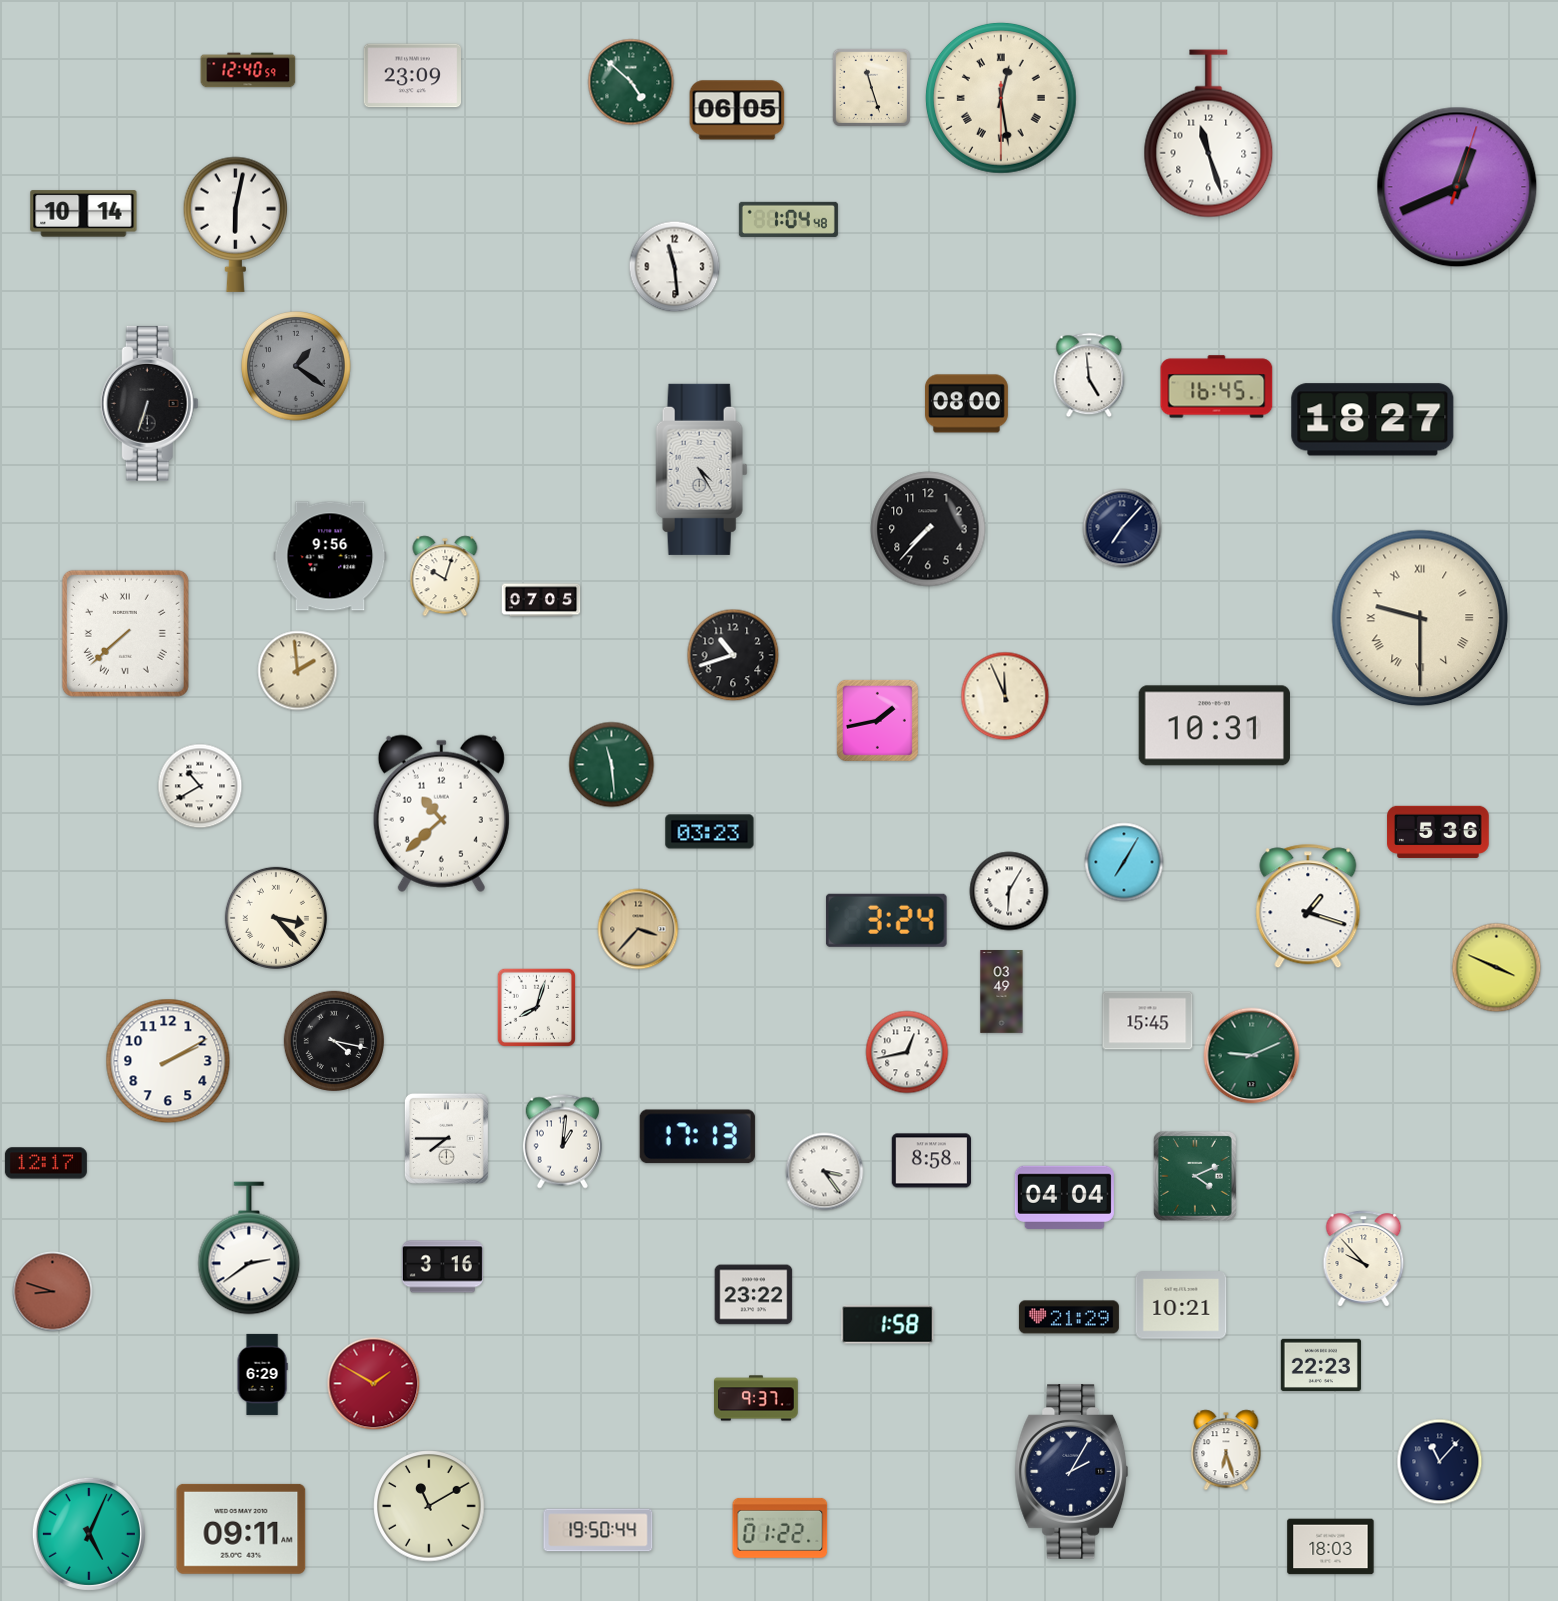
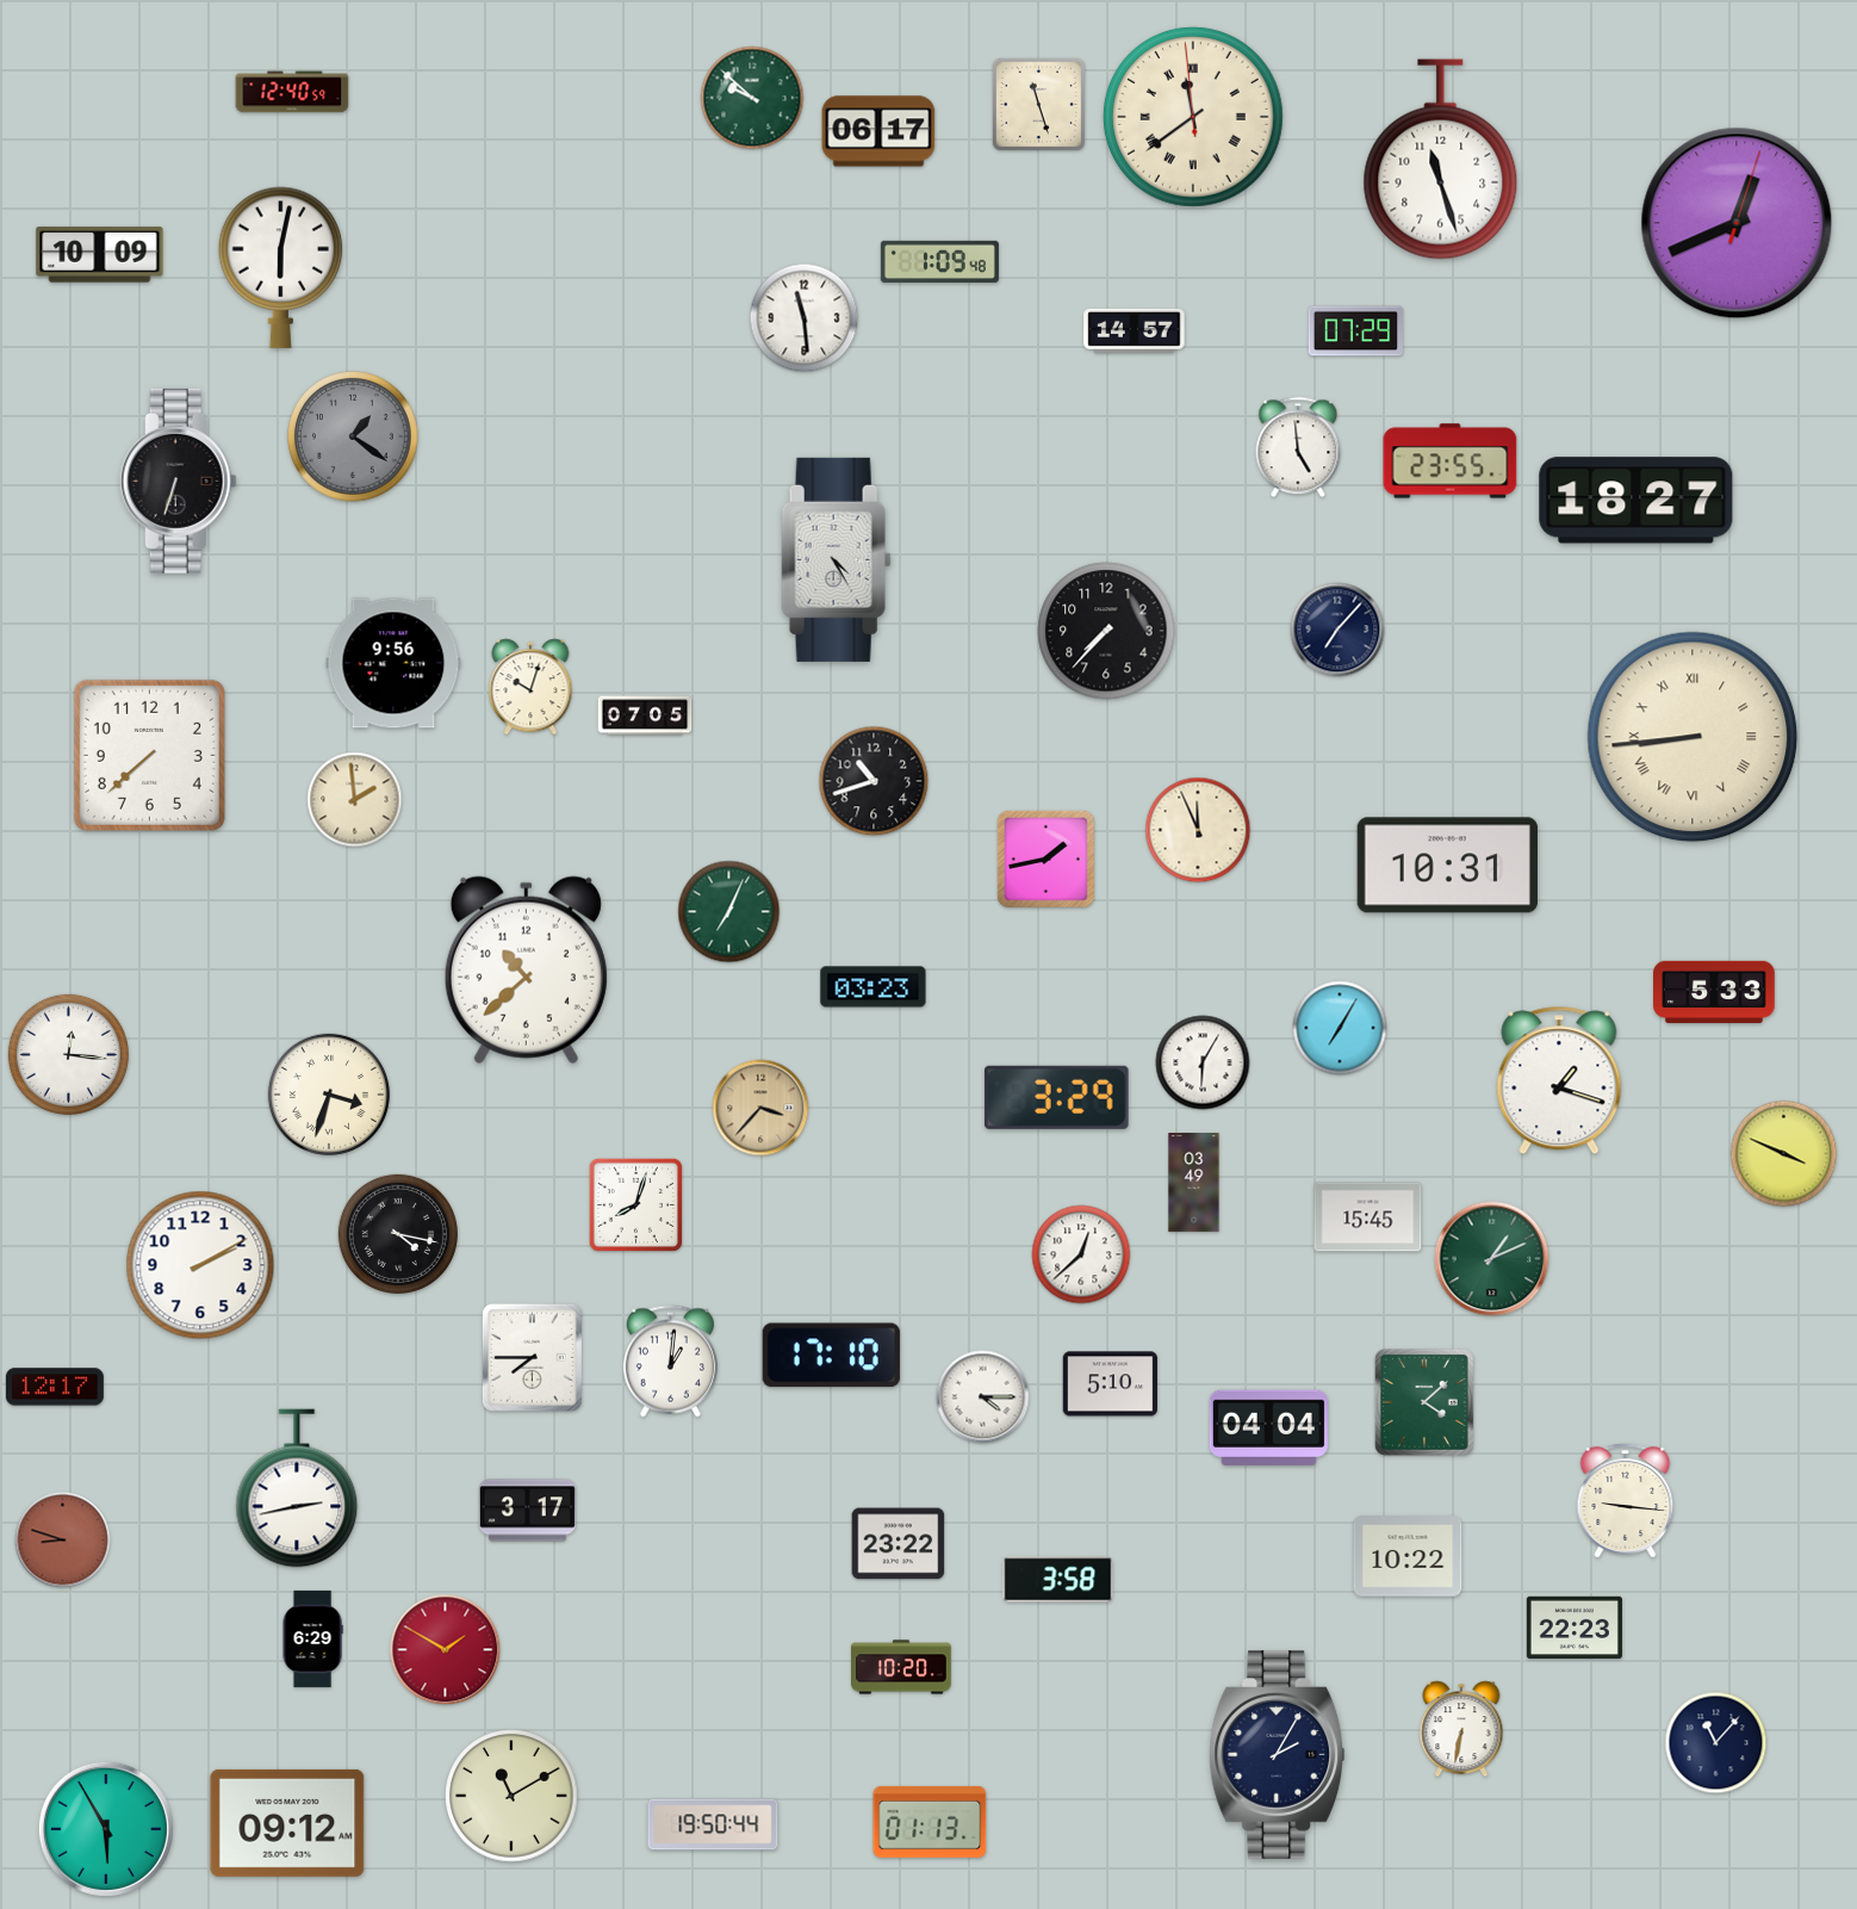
clock at (248, 70) position: (248, 70) -> (292, 92)
clock at (412, 76): 23:09 -> none
clock at (631, 82): 4:52 -> 9:52
clock at (1001, 98): 12:28 -> 11:38
clock at (737, 110): 06:05 -> 06:17
clock at (84, 214): 10:14 -> 10:09
clock at (788, 219): 1:04 -> 1:09
clock at (1135, 330): none -> 14:57
clock at (1356, 331): none -> 07:29
clock at (1217, 387): 16:45 -> 23:55
clock at (967, 404): 08:00 -> none
clock at (1420, 618): 9:30 -> 8:44
clock at (125, 633) numerals: Roman -> Arabic
clock at (612, 765): 11:29 -> 7:04
clock at (200, 786): 10:40 -> none
clock at (710, 832) position: (710, 832) -> (874, 987)
clock at (1438, 832): 5:36 -> 5:33
clock at (68, 1054): none -> 12:16
clock at (276, 918): 3:23 -> 3:33
clock at (886, 920): 3:24 -> 3:29
clock at (536, 1007) position: (536, 1007) -> (635, 1204)
clock at (334, 1041) position: (334, 1041) -> (398, 1234)
clock at (907, 1052): 12:43 -> 12:38
clock at (1252, 1056): 9:11 -> 1:11
clock at (697, 1137): 17:13 -> 17:10
clock at (932, 1161): 8:58 -> 5:10
clock at (825, 1172): 3:24 -> 4:15
clock at (1195, 1176): 4:11 -> 4:08
clock at (249, 1248): 2:39 -> 2:43
clock at (1364, 1259): 9:53 -> 9:16
clock at (442, 1267): 3:16 -> 3:17
clock at (1181, 1305): 10:21 -> 10:22
clock at (1069, 1317): 21:29 -> none
clock at (888, 1325): 1:58 -> 3:58
clock at (756, 1398): 9:37 -> 10:20
clock at (1226, 1450): 6:27 -> 6:32
clock at (780, 1528): 01:22 -> 01:13
clock at (241, 1529): 09:11 -> 09:12
clock at (89, 1534): 5:04 -> 5:55
clock at (1331, 1547): 18:03 -> none
